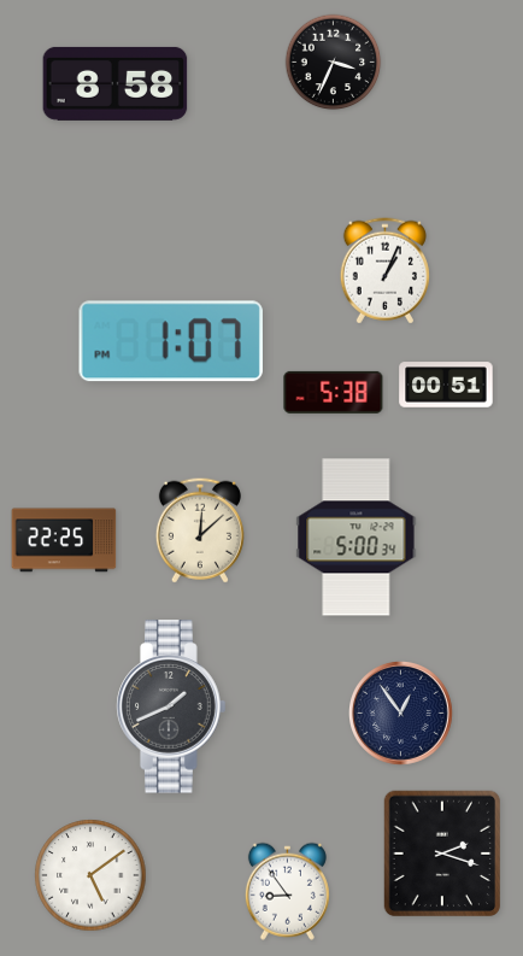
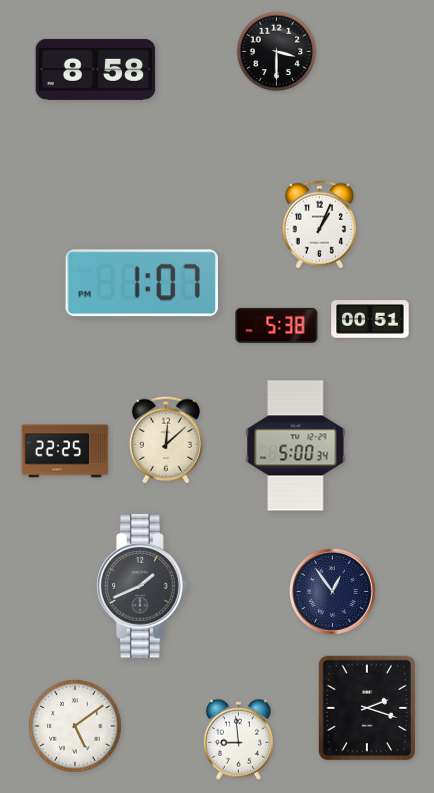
clock at (334, 63): 3:34 -> 3:30
clock at (64, 540) position: (64, 540) -> (65, 451)
clock at (287, 891): 8:54 -> 8:59
